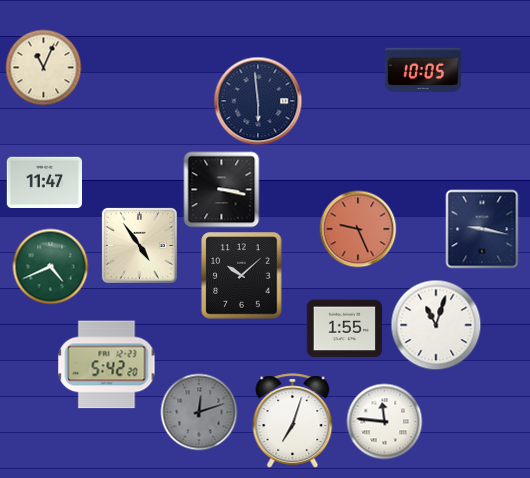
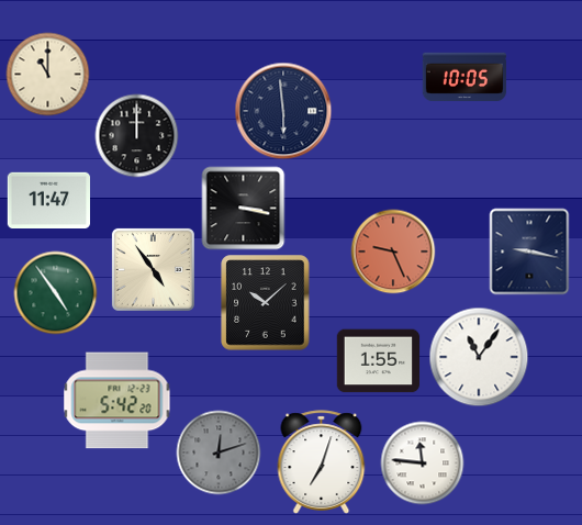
clock at (44, 68): 11:04 -> 11:00
clock at (137, 136): none -> 12:00
clock at (51, 267): 4:41 -> 4:54
clock at (436, 325): 11:03 -> 11:06
